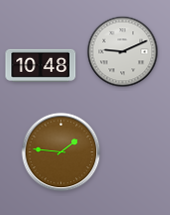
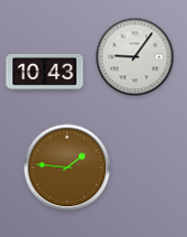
clock at (123, 52): 9:11 -> 9:06
clock at (41, 65): 10:48 -> 10:43
